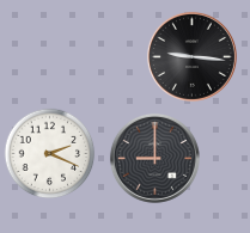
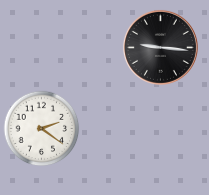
clock at (50, 154): 2:19 -> 2:21
clock at (154, 158): 9:00 -> none
